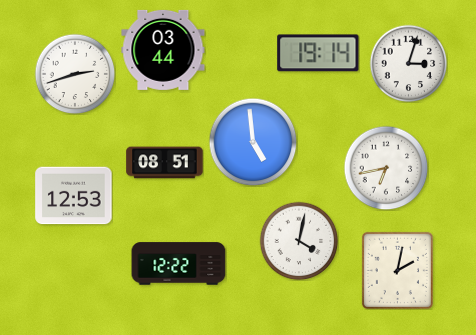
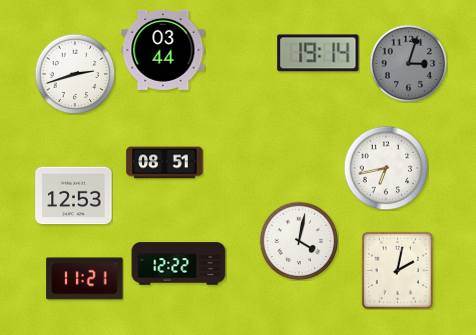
clock at (408, 63) dial: white -> grey
clock at (253, 142): 4:59 -> none
clock at (85, 279): none -> 11:21
